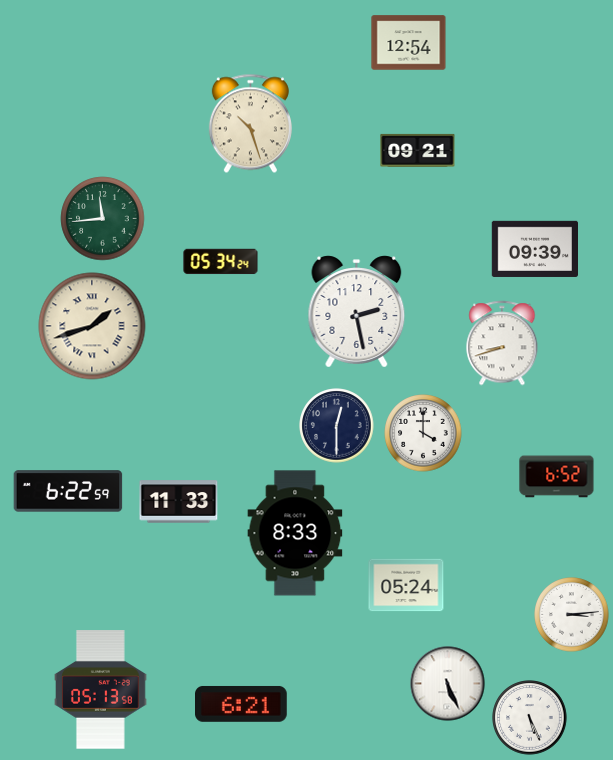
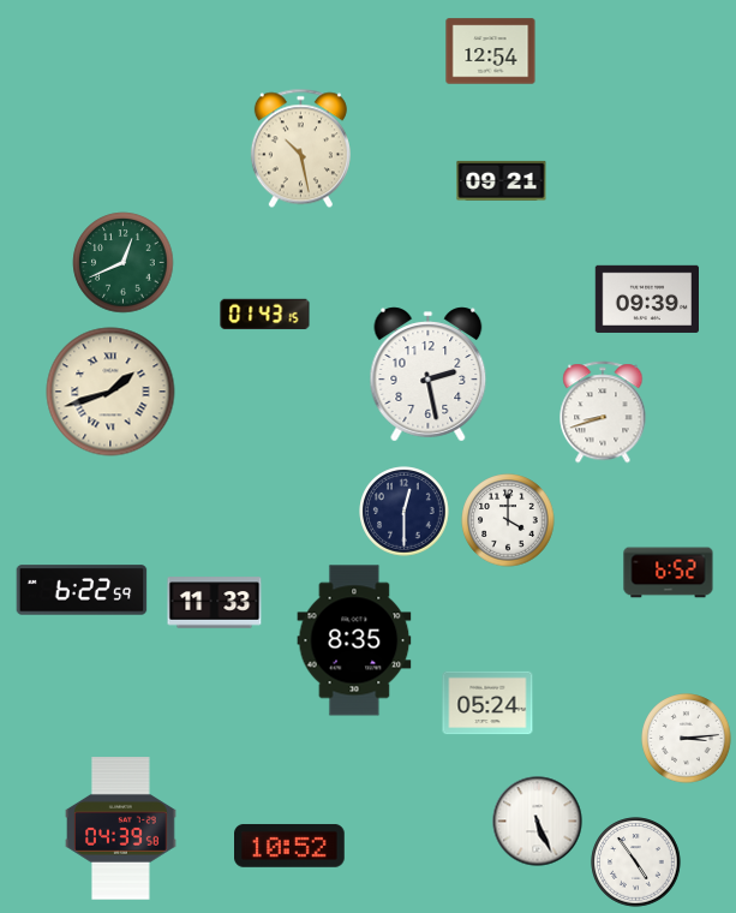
clock at (250, 124): 10:27 -> 10:28
clock at (103, 219): 11:44 -> 12:41
clock at (534, 249) position: (534, 249) -> (646, 299)
clock at (221, 262): 05:34 -> 01:43
clock at (295, 533): 8:33 -> 8:35
clock at (101, 690): 05:13 -> 04:39
clock at (242, 704): 6:21 -> 10:52
clock at (530, 718): 5:26 -> 4:54
